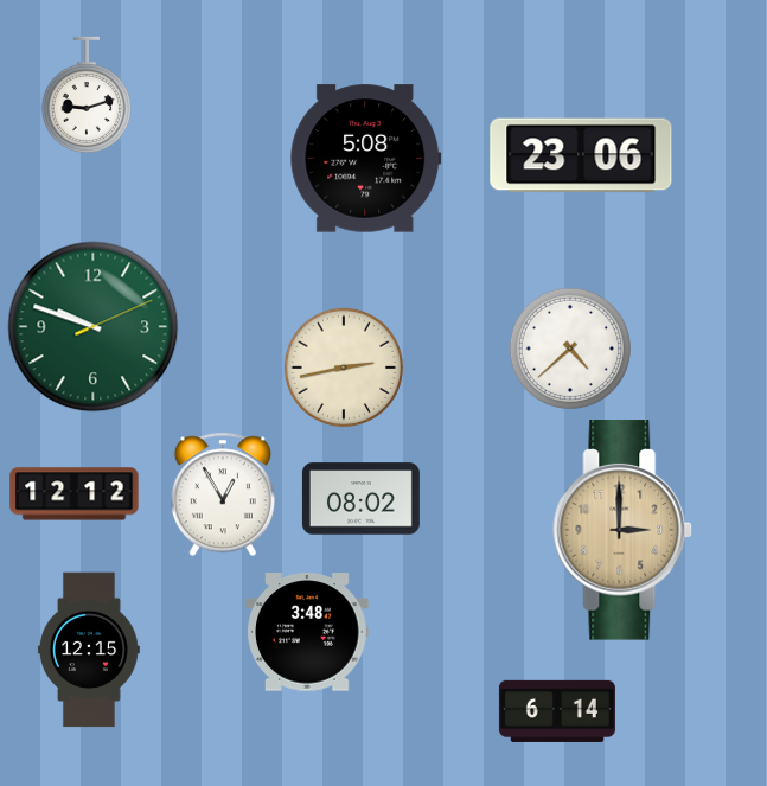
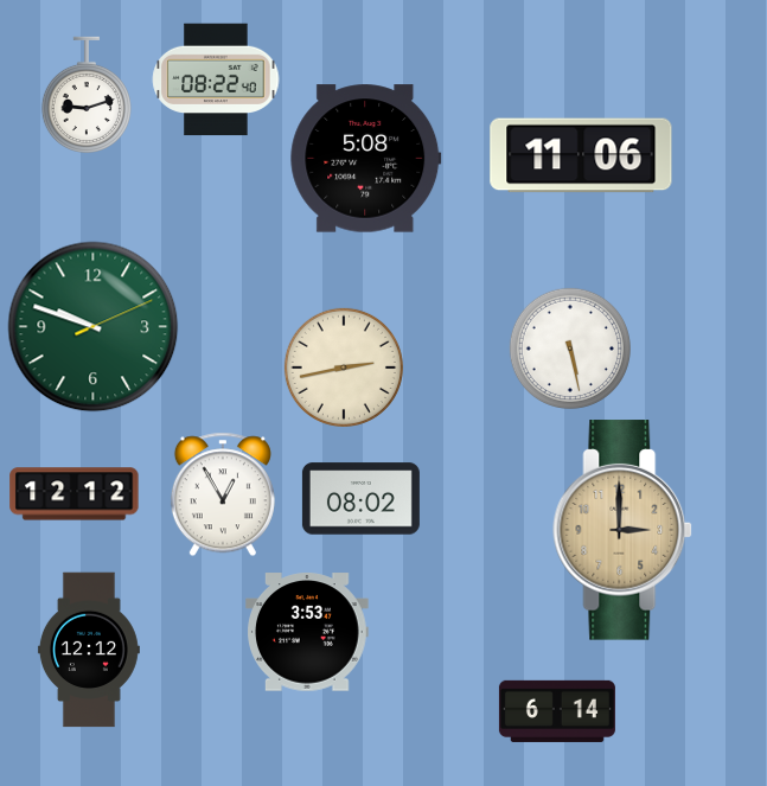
clock at (216, 79): none -> 08:22
clock at (581, 155): 23:06 -> 11:06
clock at (570, 349): 4:38 -> 5:28
clock at (308, 632): 3:48 -> 3:53
clock at (89, 650): 12:15 -> 12:12
